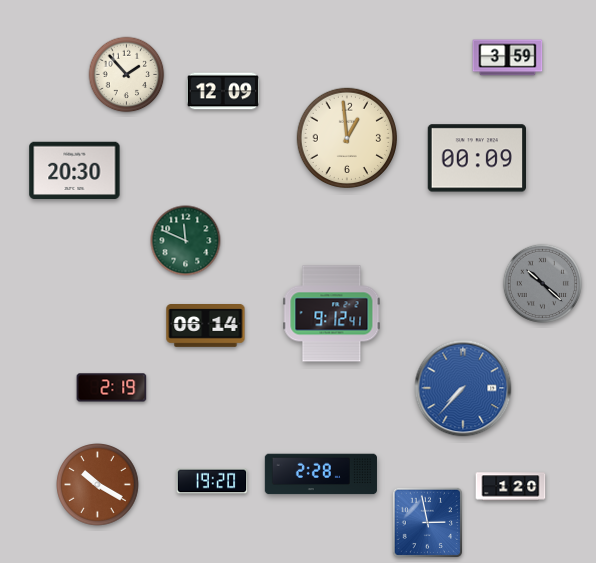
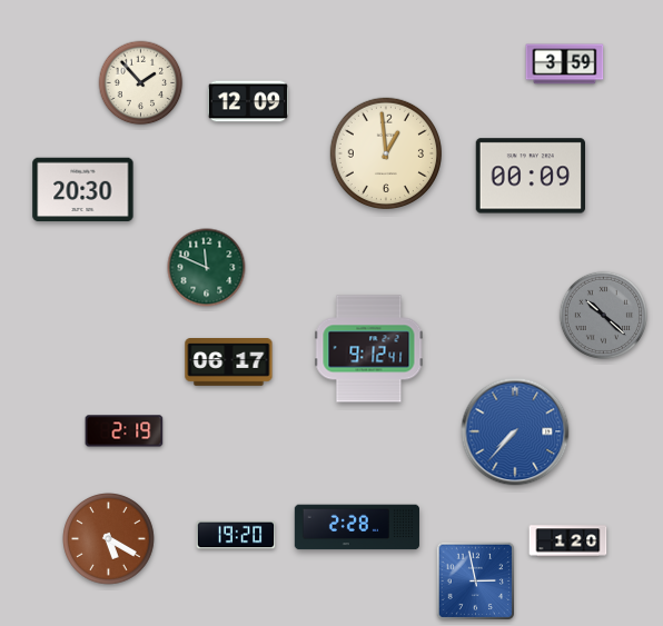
clock at (206, 326): 06:14 -> 06:17
clock at (98, 485): 10:20 -> 5:20
